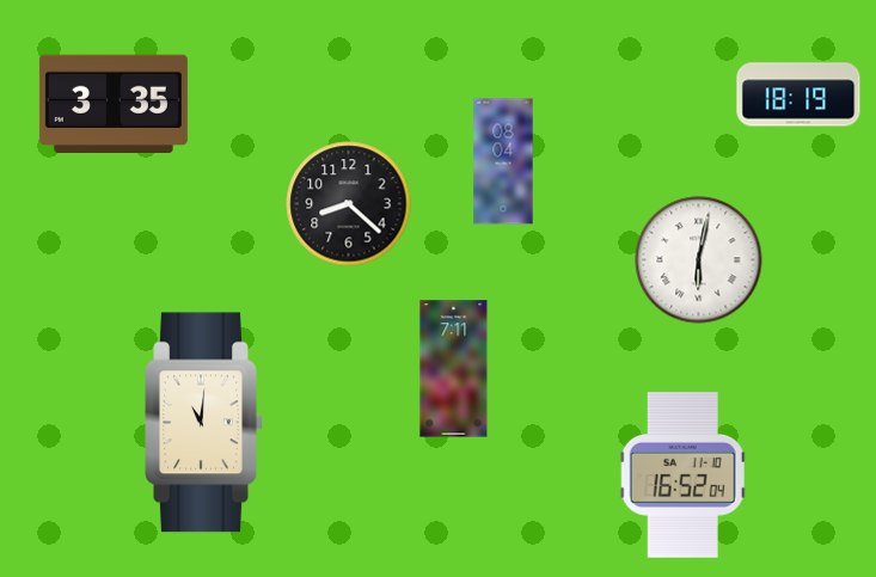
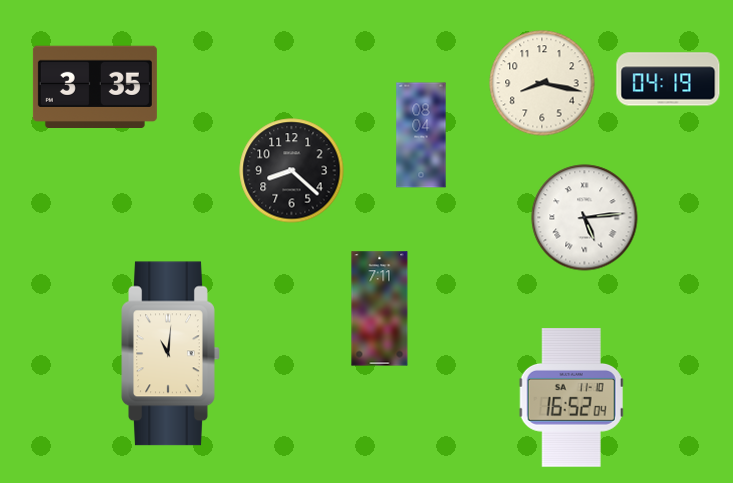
clock at (798, 94): 18:19 -> 04:19
clock at (542, 83): none -> 8:17
clock at (699, 260): 6:02 -> 5:14
